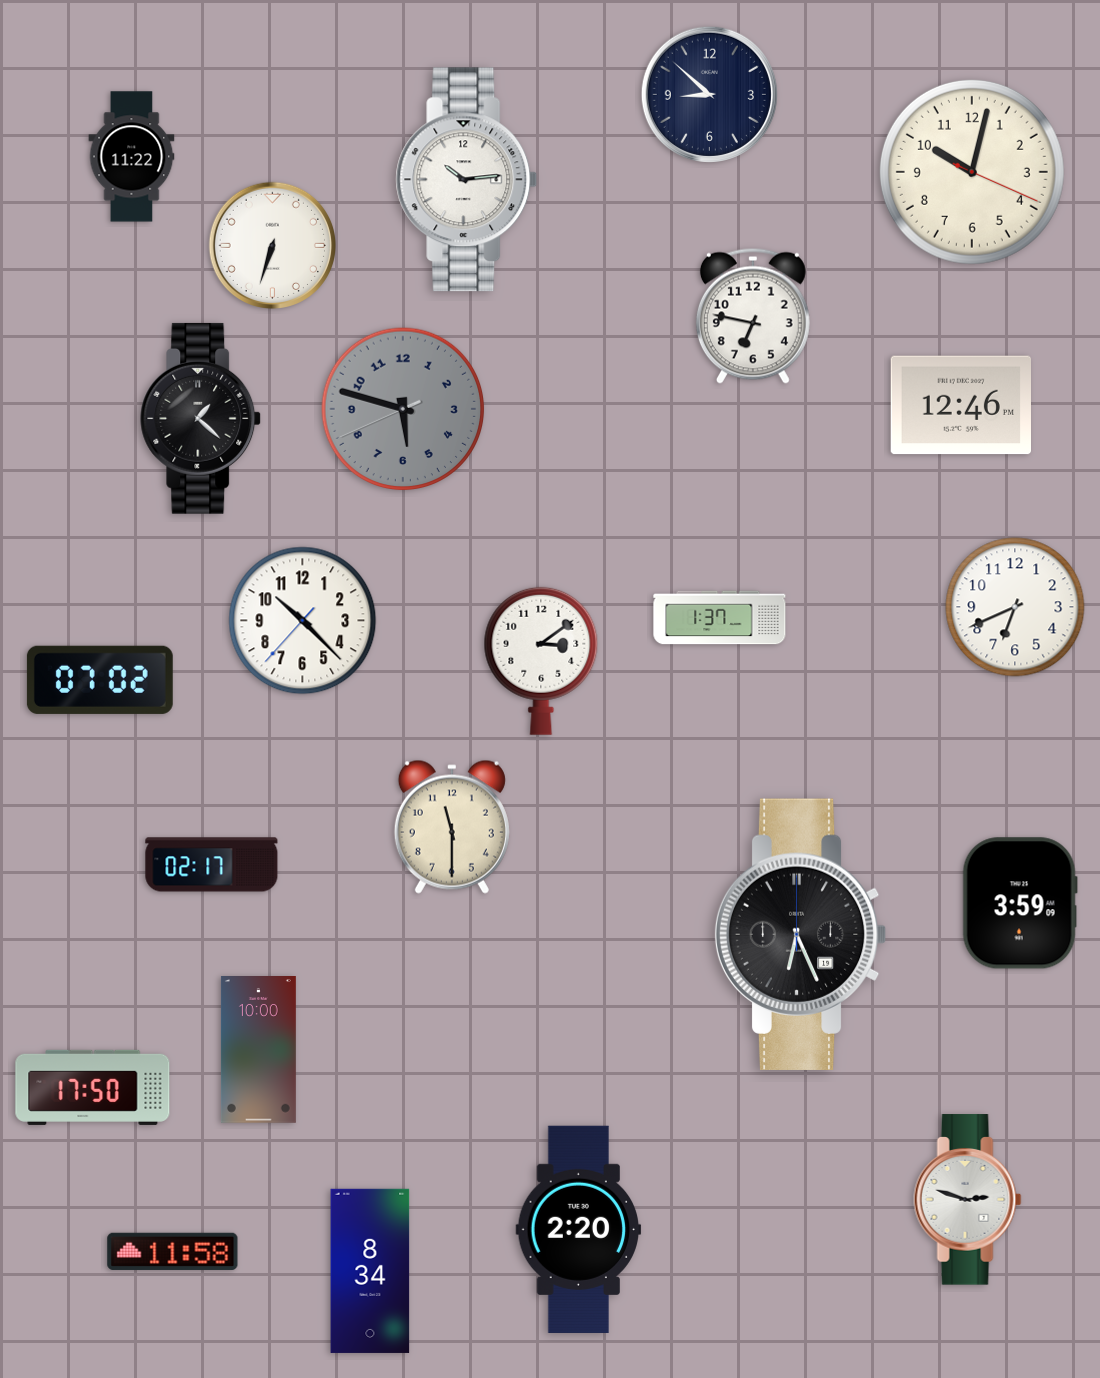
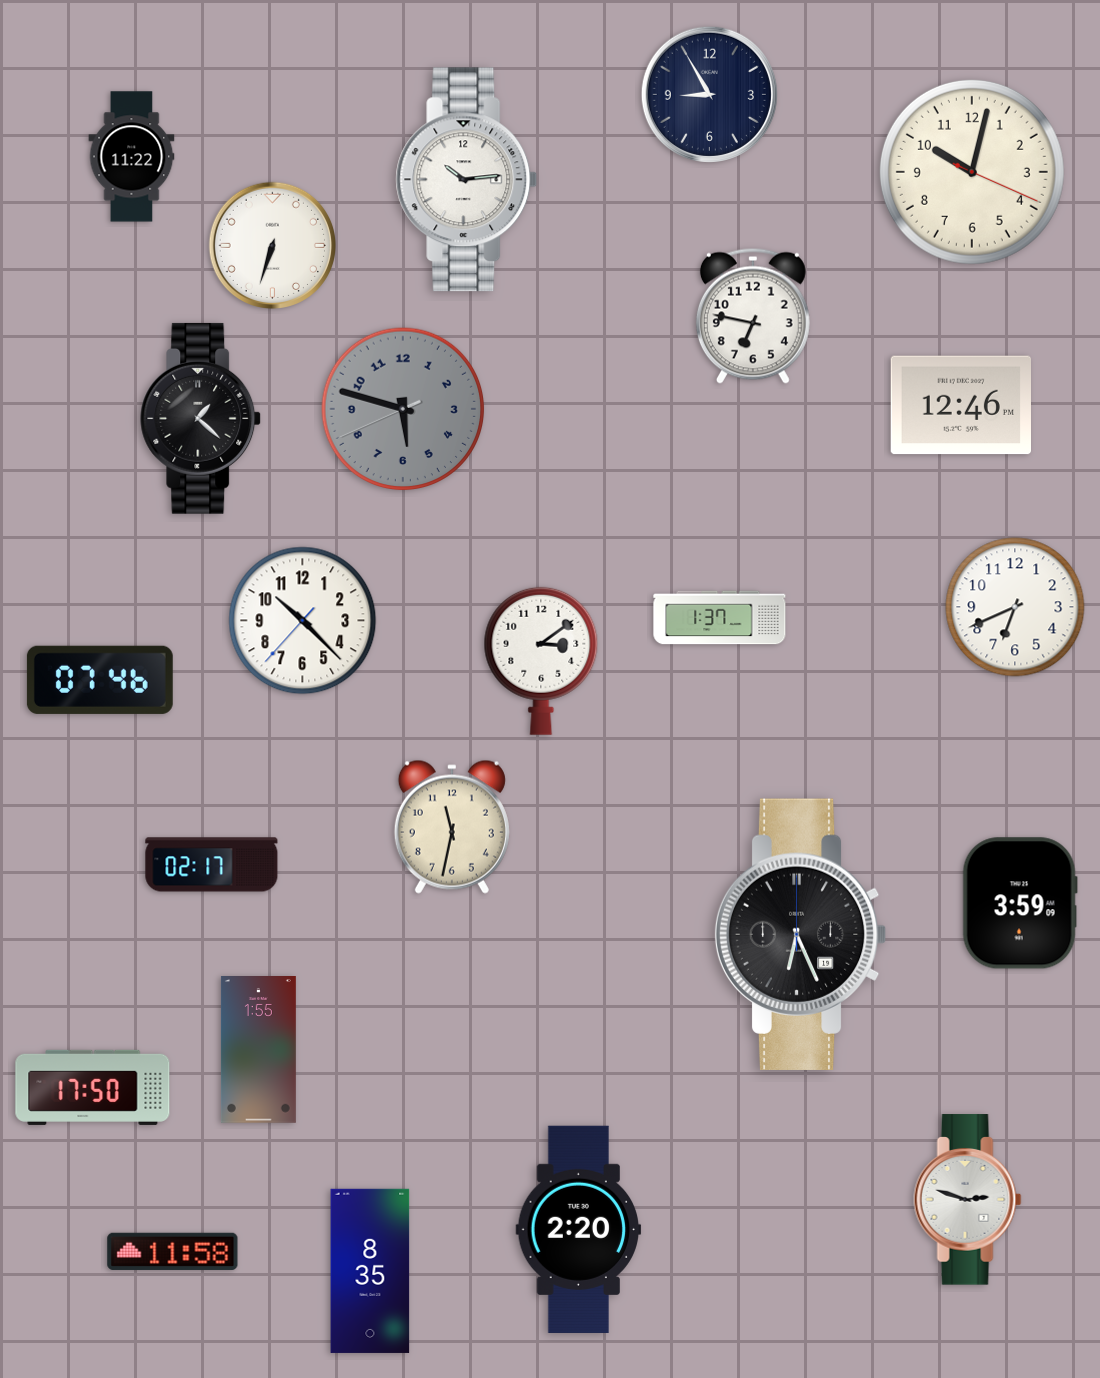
clock at (709, 94): 8:52 -> 8:55
clock at (100, 680): 07:02 -> 07:46
clock at (452, 827): 11:30 -> 11:32
clock at (258, 1050): 10:00 -> 1:55
clock at (370, 1271): 8:34 -> 8:35
